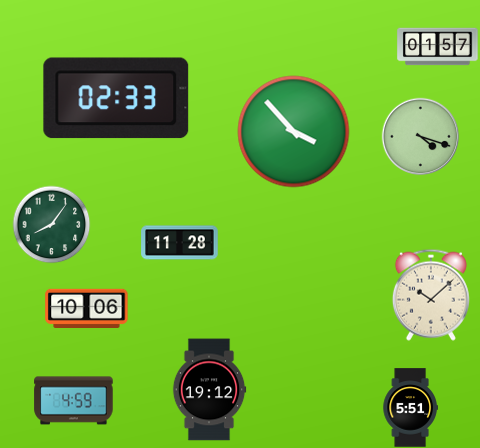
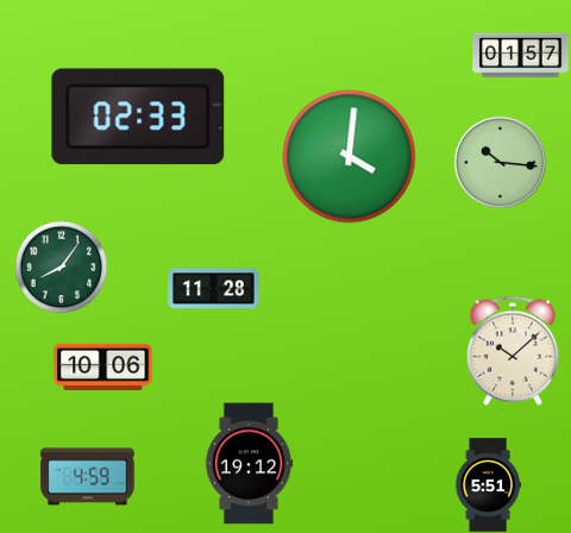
clock at (294, 132): 3:53 -> 4:01
clock at (420, 136): 4:18 -> 10:16
